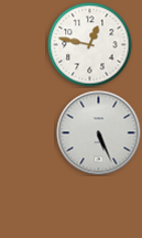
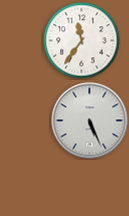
clock at (90, 45): 12:47 -> 11:36
